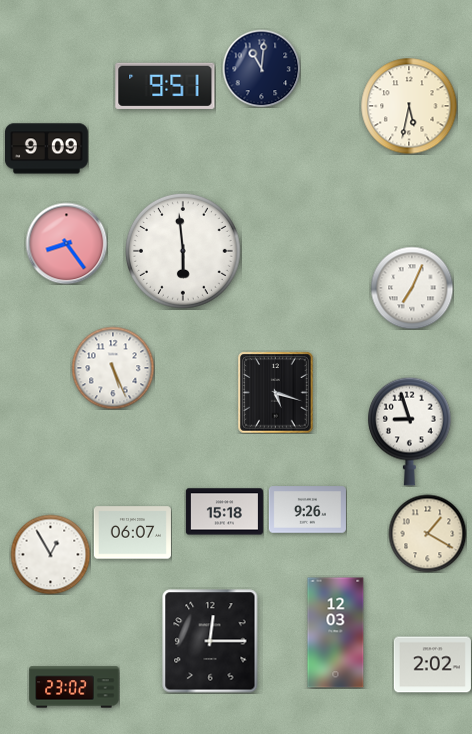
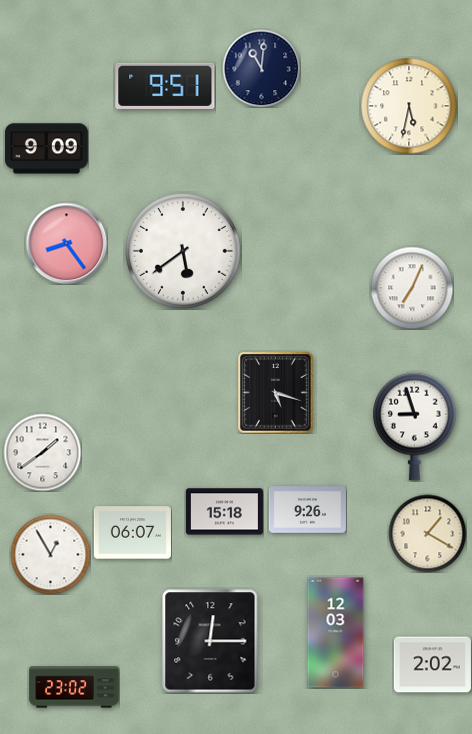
clock at (184, 252): 5:59 -> 5:39
clock at (113, 368): 5:26 -> none
clock at (410, 431) position: (410, 431) -> (415, 426)
clock at (42, 452): none -> 1:39
